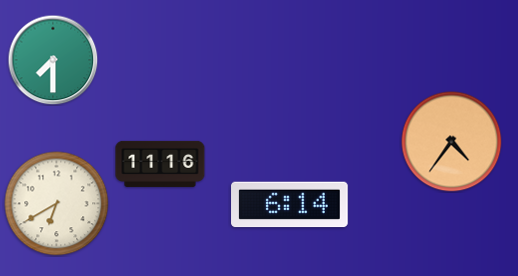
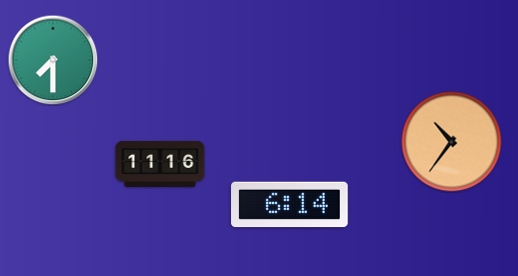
clock at (452, 142): 4:36 -> 10:36
clock at (57, 204): 6:40 -> none
